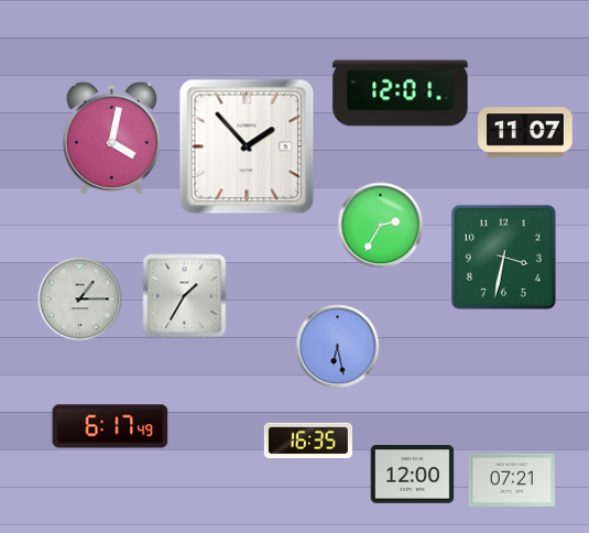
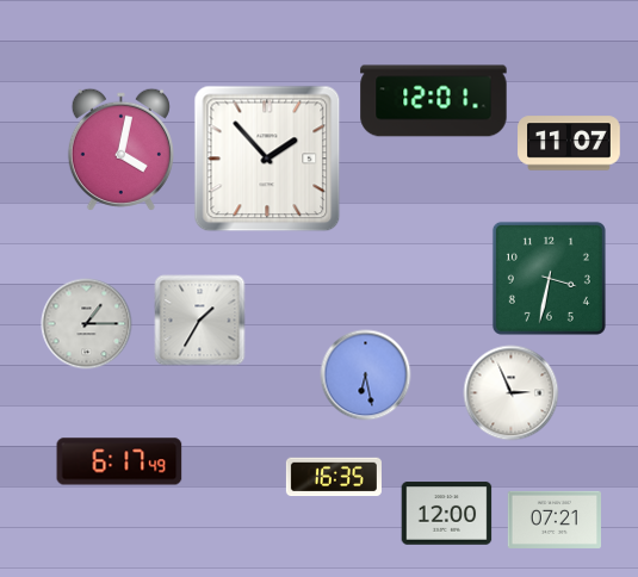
clock at (381, 226): 2:35 -> none
clock at (503, 257) position: (503, 257) -> (549, 278)
clock at (512, 393): none -> 2:56
